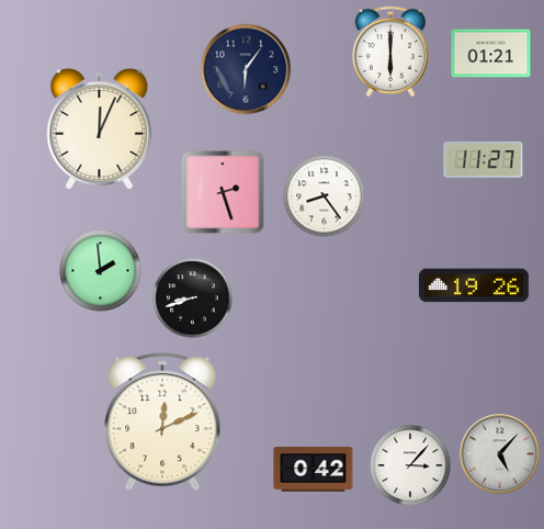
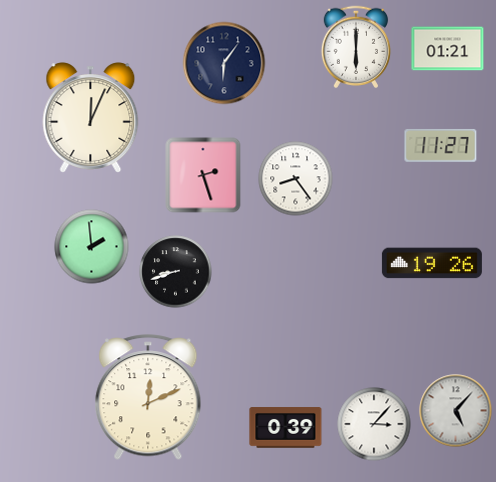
clock at (474, 285) position: (474, 285) -> (432, 263)
clock at (162, 423) position: (162, 423) -> (148, 398)
clock at (500, 454) position: (500, 454) -> (456, 411)
clock at (314, 470): 0:42 -> 0:39
